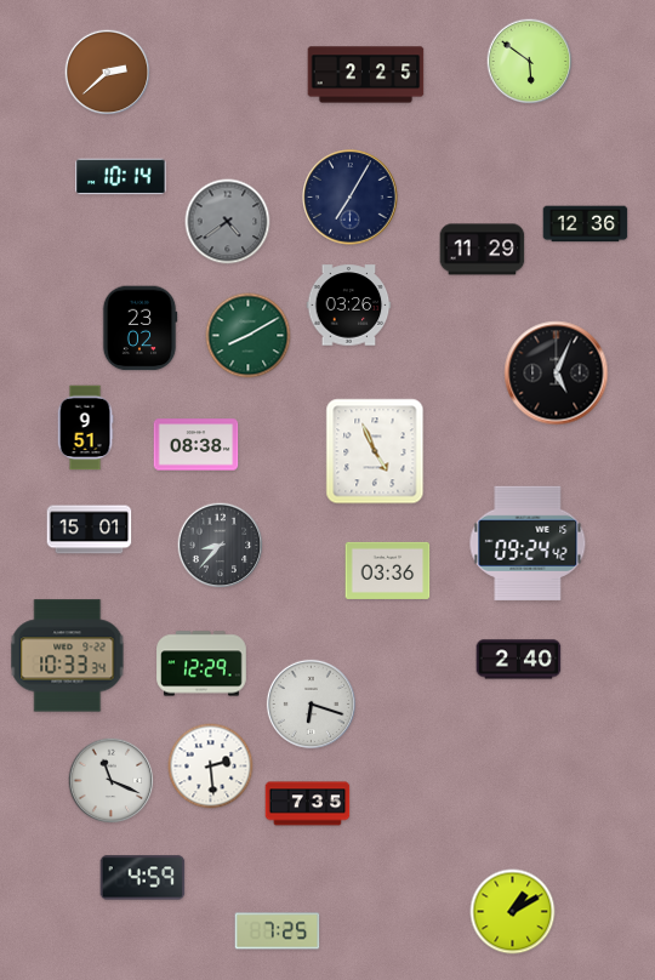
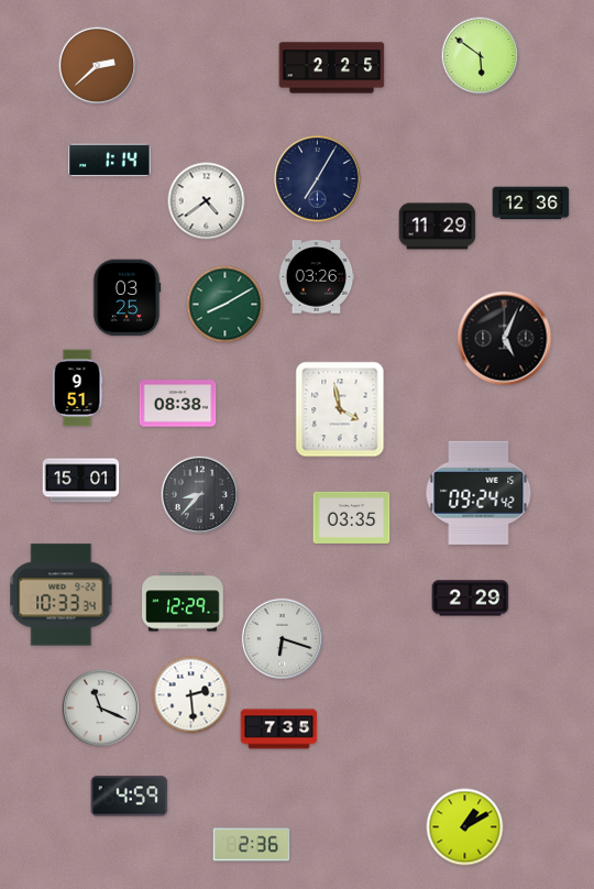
clock at (121, 177): 10:14 -> 1:14
clock at (228, 222) dial: grey -> white
clock at (139, 329): 23:02 -> 03:25
clock at (375, 451): 4:56 -> 3:58
clock at (388, 570): 03:36 -> 03:35
clock at (519, 660): 2:40 -> 2:29
clock at (278, 931): 7:25 -> 2:36
